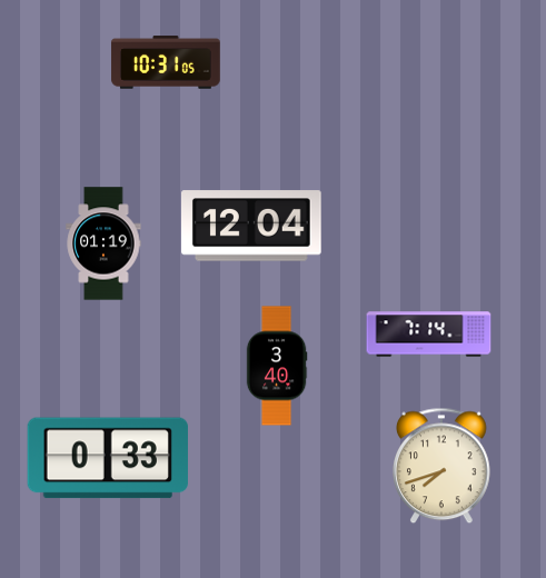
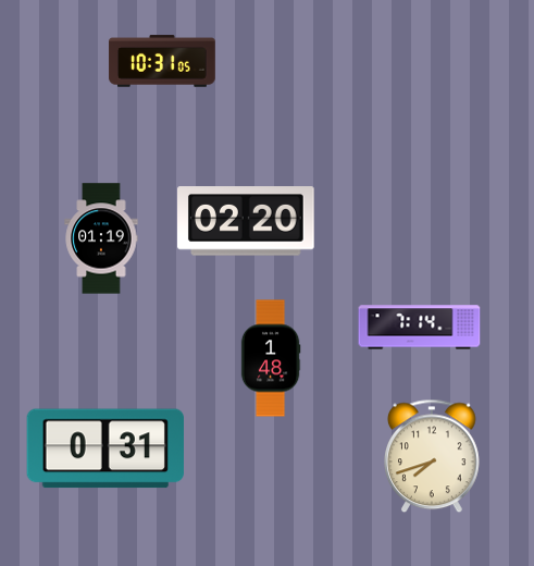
clock at (252, 226): 12:04 -> 02:20
clock at (277, 366): 3:40 -> 1:48
clock at (108, 458): 0:33 -> 0:31
